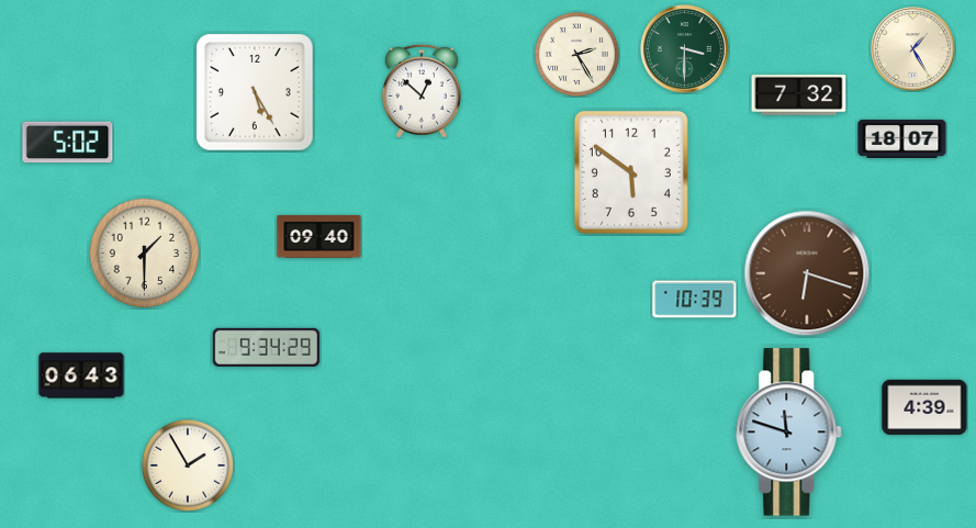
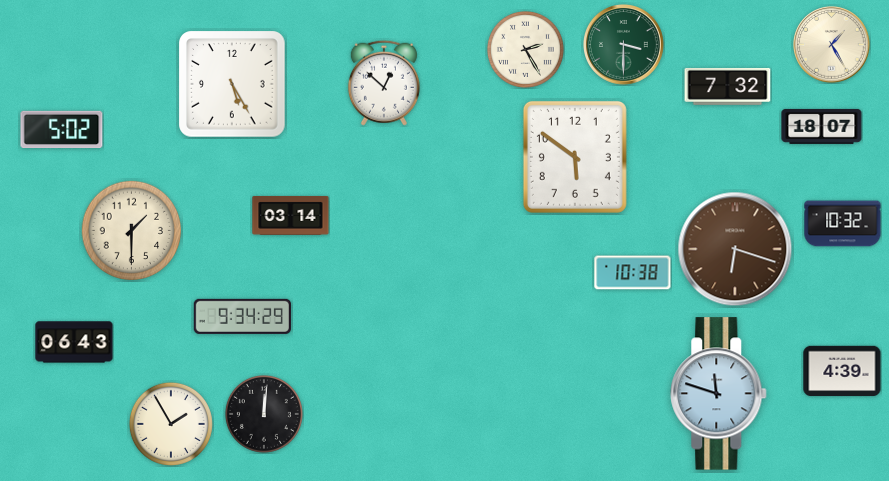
clock at (319, 236): 09:40 -> 03:14
clock at (843, 224): none -> 10:32
clock at (695, 300): 10:39 -> 10:38
clock at (264, 414): none -> 12:01
